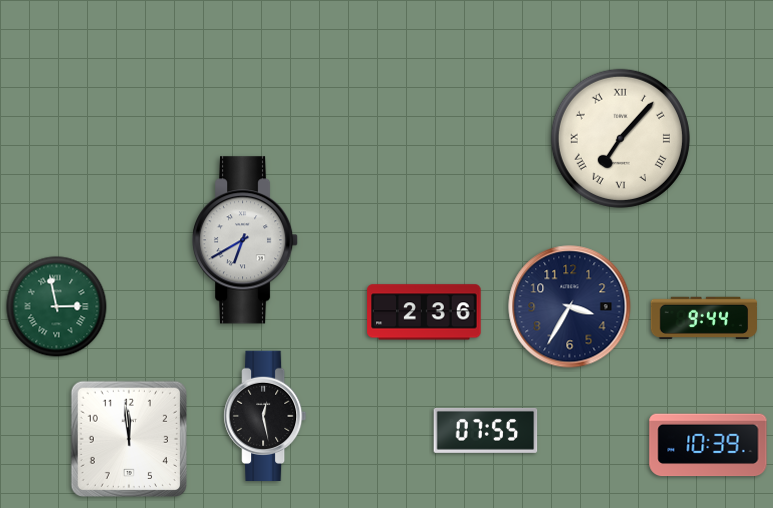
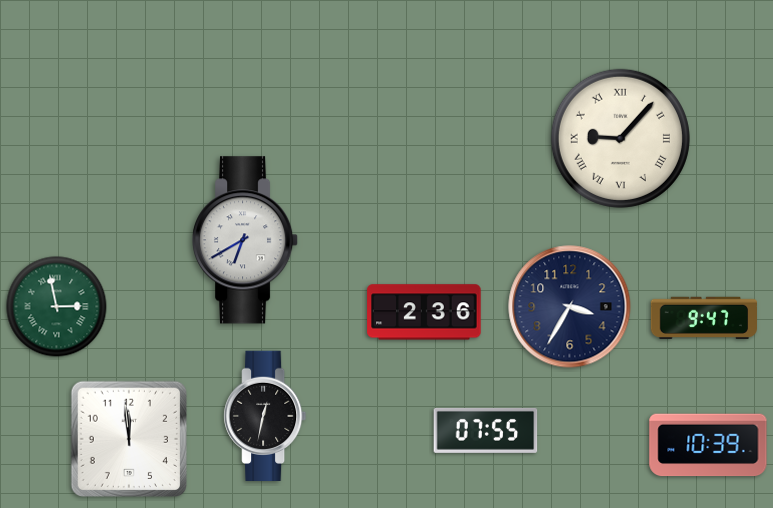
clock at (620, 138): 7:07 -> 9:07
clock at (704, 317): 9:44 -> 9:47
clock at (266, 415): 12:28 -> 12:32
